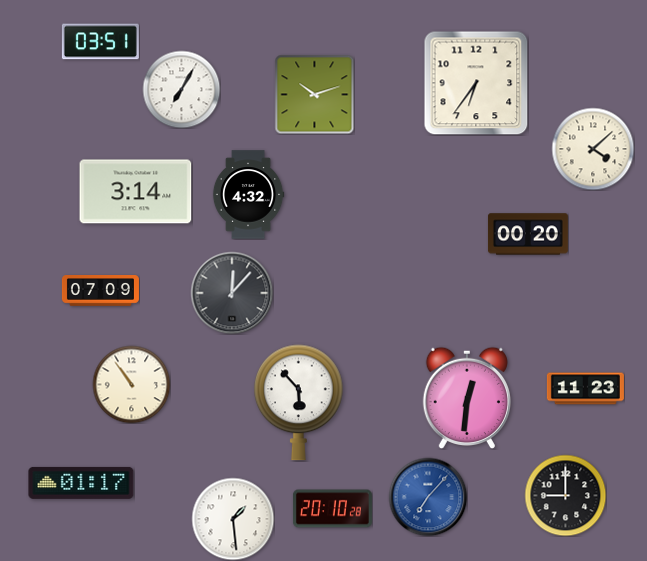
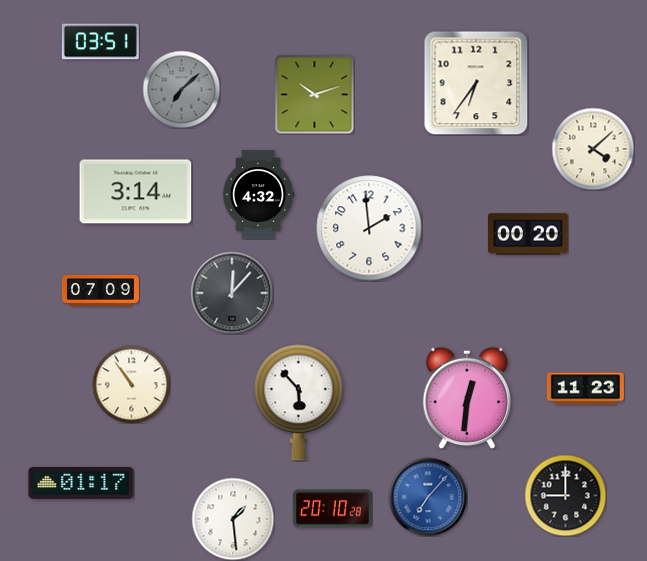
clock at (181, 89): 7:05 -> 7:08
clock at (181, 89) dial: white -> grey
clock at (248, 195) position: (248, 195) -> (258, 195)
clock at (369, 228): none -> 1:59
